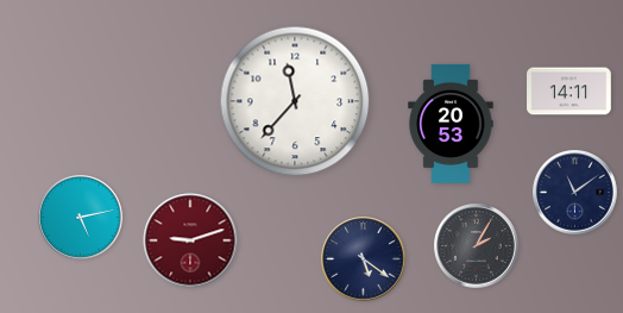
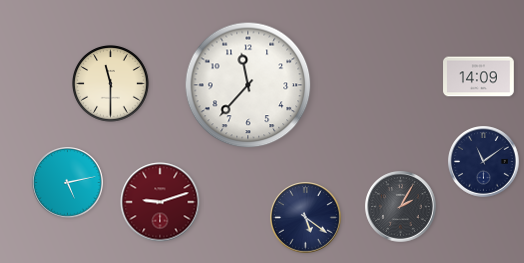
clock at (569, 92): 14:11 -> 14:09
clock at (111, 84): none -> 11:30
clock at (451, 124): 20:53 -> none
